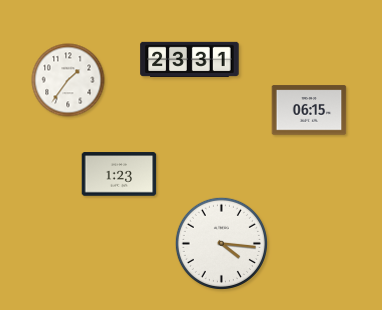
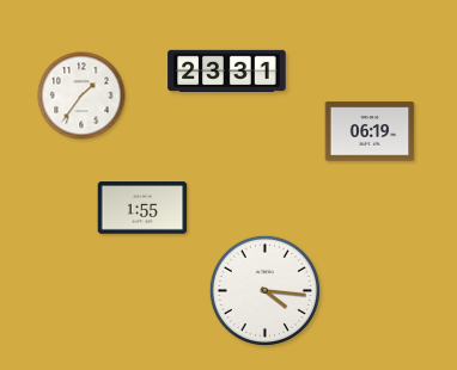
clock at (309, 110): 06:15 -> 06:19
clock at (119, 174): 1:23 -> 1:55
